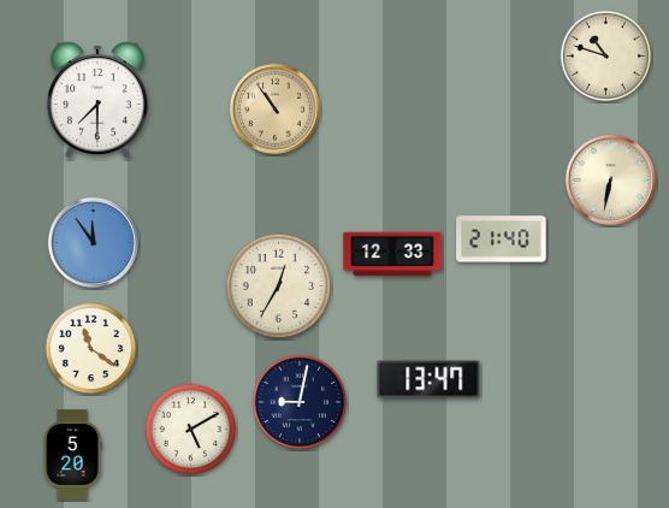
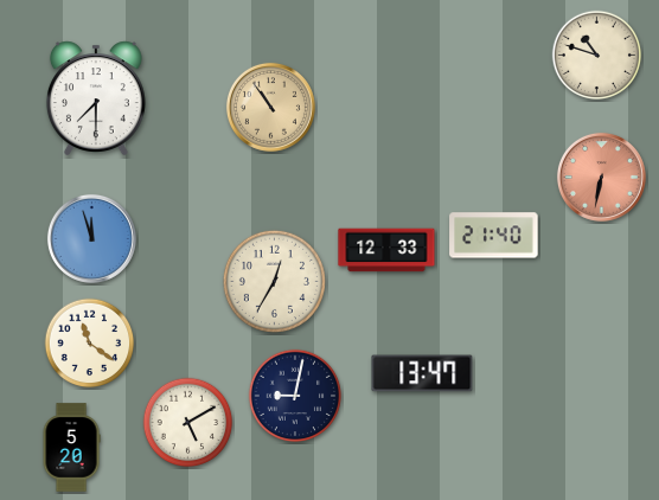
clock at (610, 179) dial: cream -> salmon
clock at (93, 242): 11:54 -> 11:57
